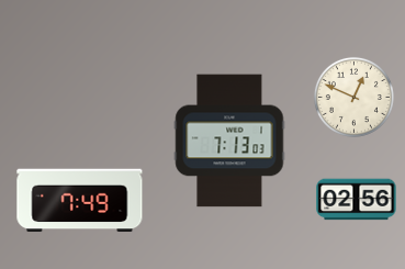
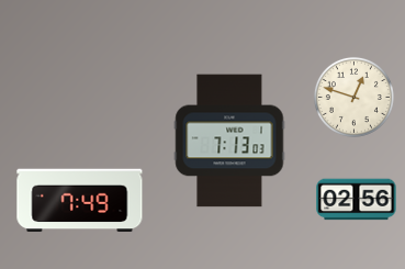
clock at (353, 97): 12:49 -> 12:48
